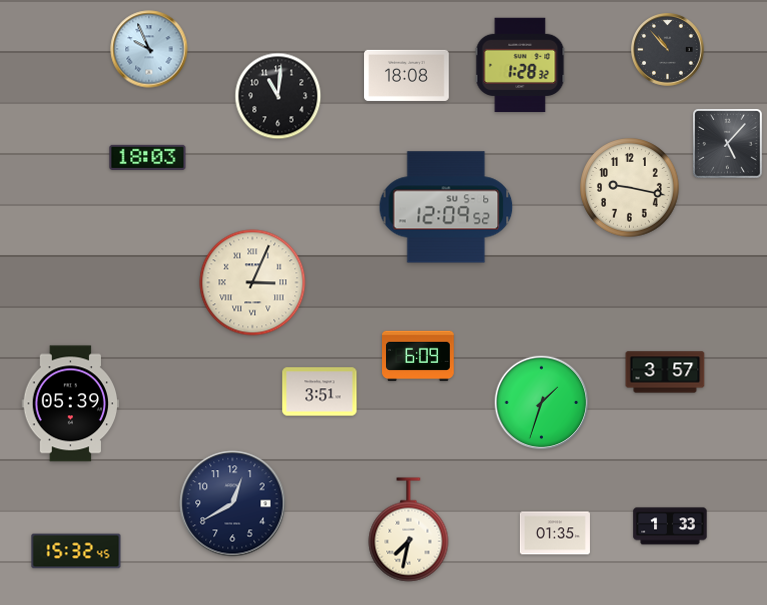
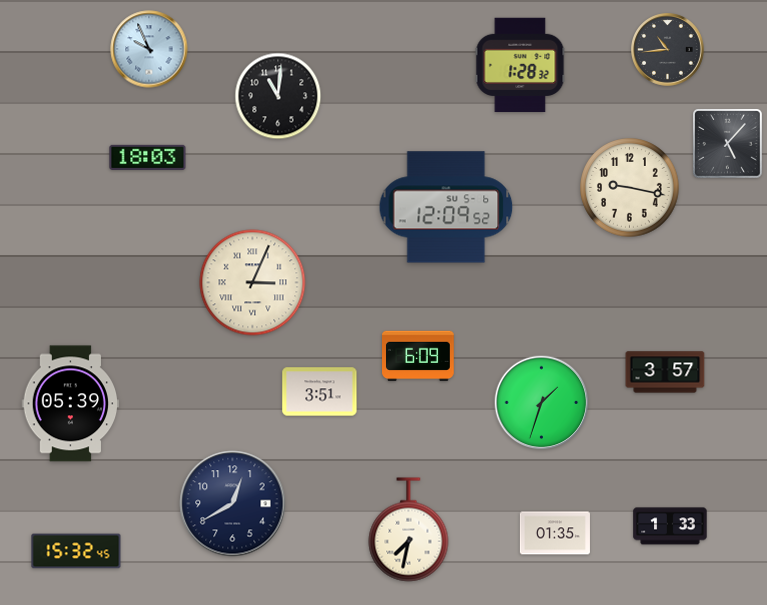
clock at (668, 50): 10:53 -> 10:44
clock at (407, 75): 18:08 -> none
